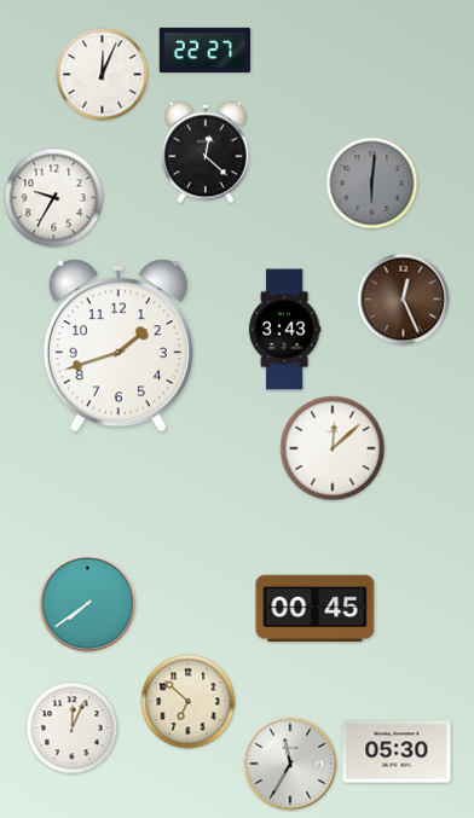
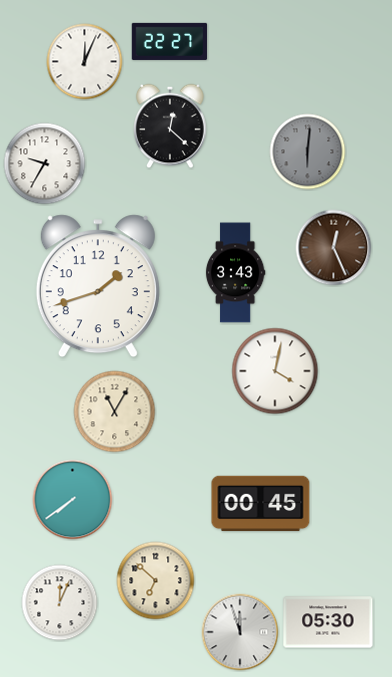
clock at (333, 448): 12:08 -> 4:02
clock at (115, 412): none -> 11:05
clock at (290, 764): 11:35 -> 11:57
